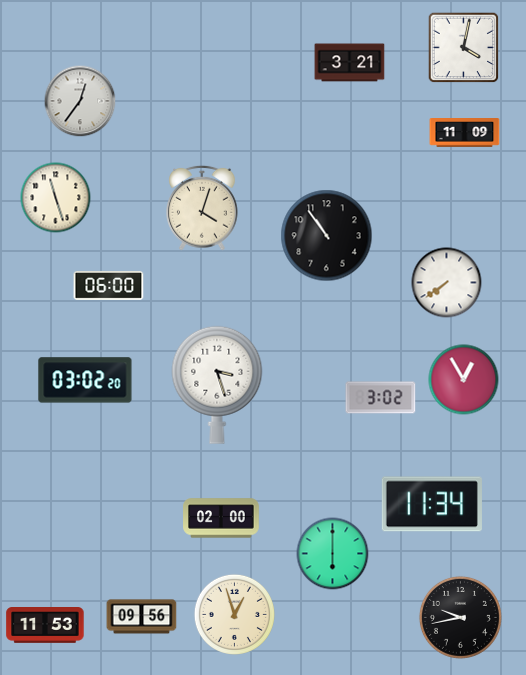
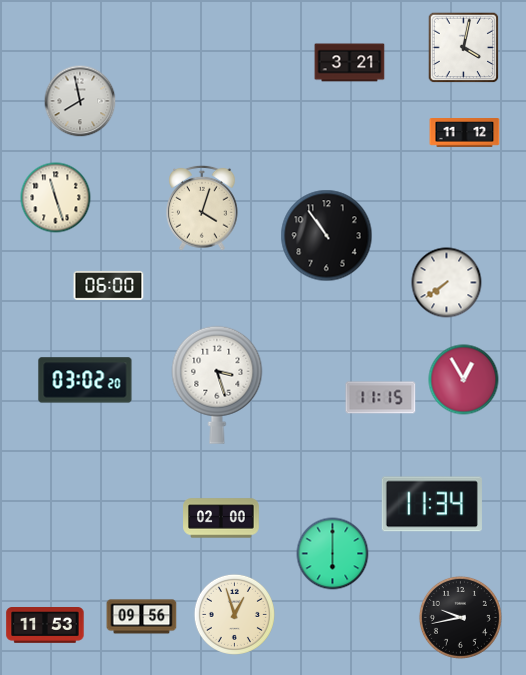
clock at (80, 101): 12:36 -> 7:58
clock at (465, 133): 11:09 -> 11:12
clock at (381, 398): 3:02 -> 11:15
